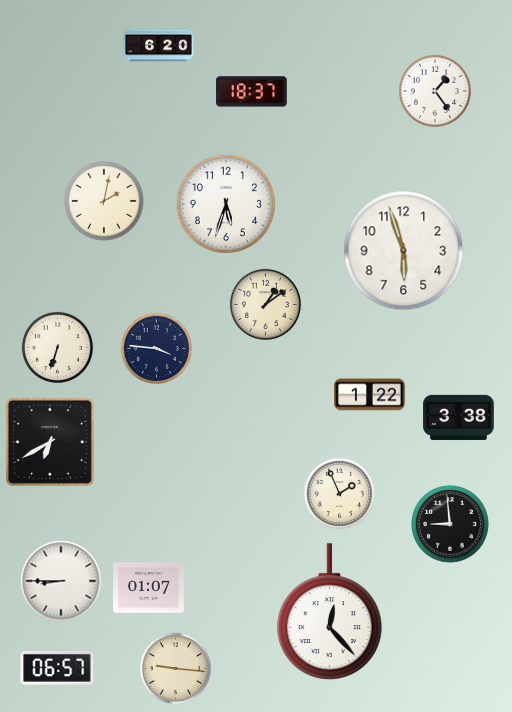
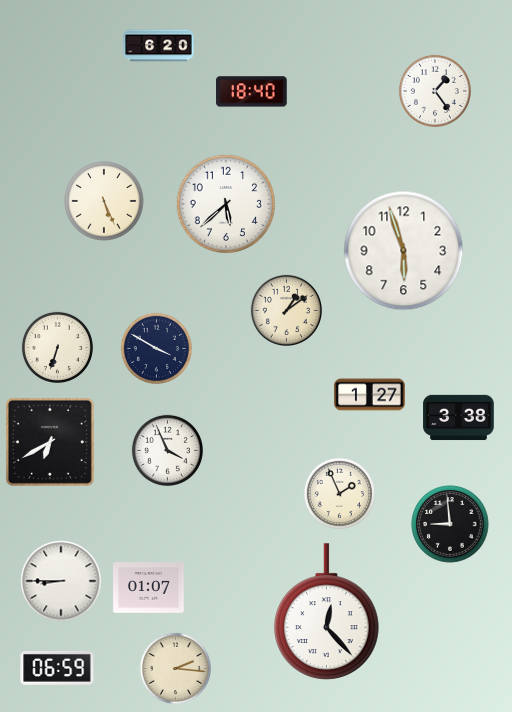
clock at (252, 92): 18:37 -> 18:40
clock at (104, 201): 2:02 -> 5:26
clock at (225, 203): 5:33 -> 5:38
clock at (265, 304) position: (265, 304) -> (286, 310)
clock at (156, 348): 3:46 -> 3:50
clock at (370, 395): 1:22 -> 1:27
clock at (167, 450): none -> 3:56
clock at (330, 612) position: (330, 612) -> (327, 612)
clock at (57, 668): 06:57 -> 06:59
clock at (175, 668): 9:16 -> 2:16
